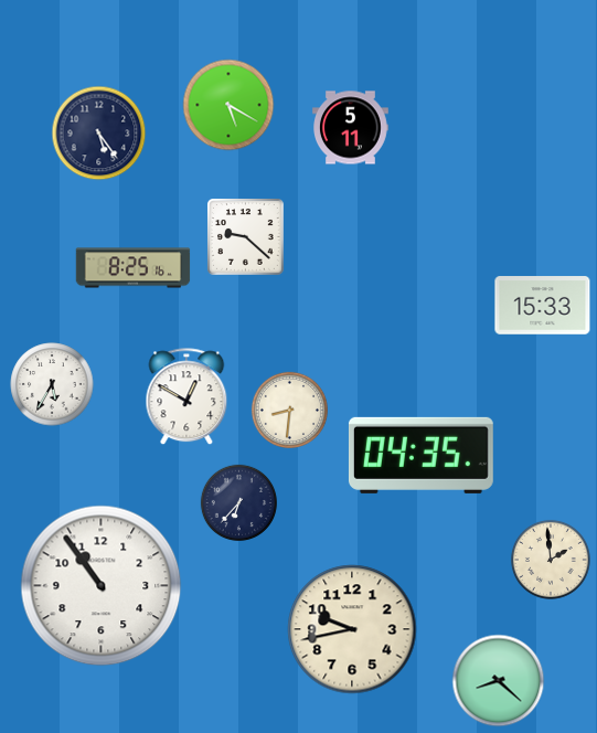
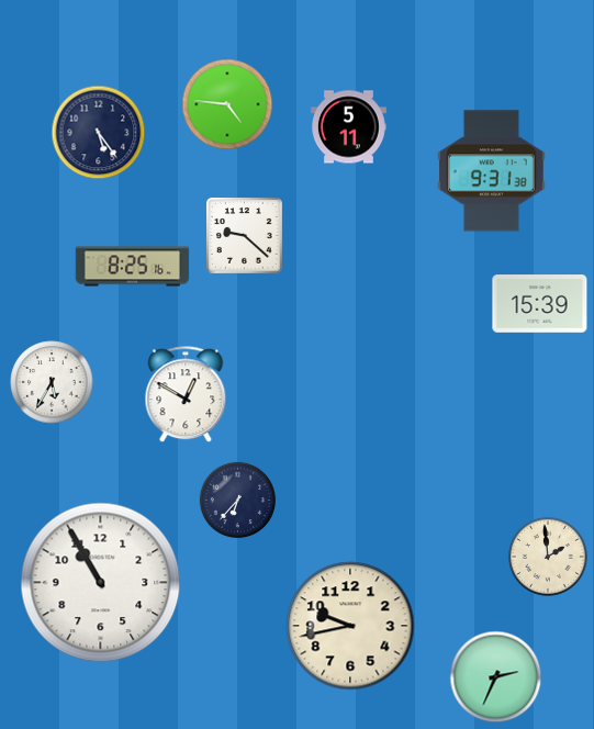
clock at (228, 105): 5:20 -> 4:46
clock at (492, 171): none -> 9:31
clock at (543, 306): 15:33 -> 15:39
clock at (289, 410): 8:31 -> none
clock at (420, 455): 04:35 -> none
clock at (102, 586): 10:54 -> 10:55
clock at (499, 681): 8:22 -> 2:34
